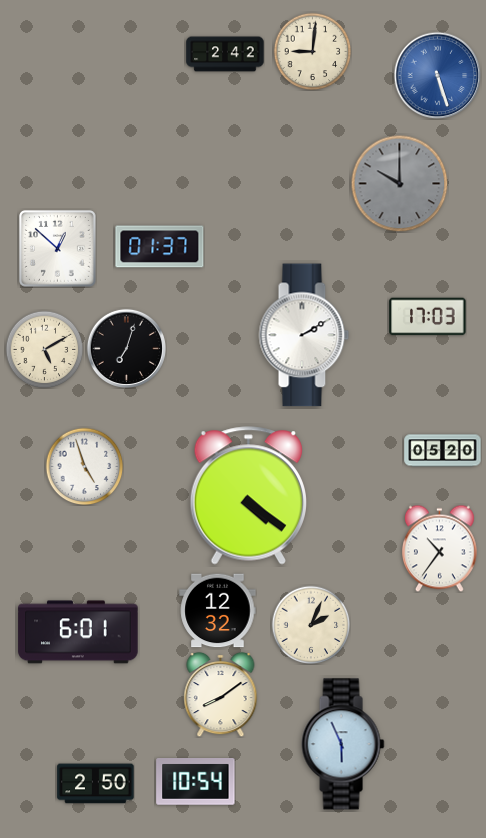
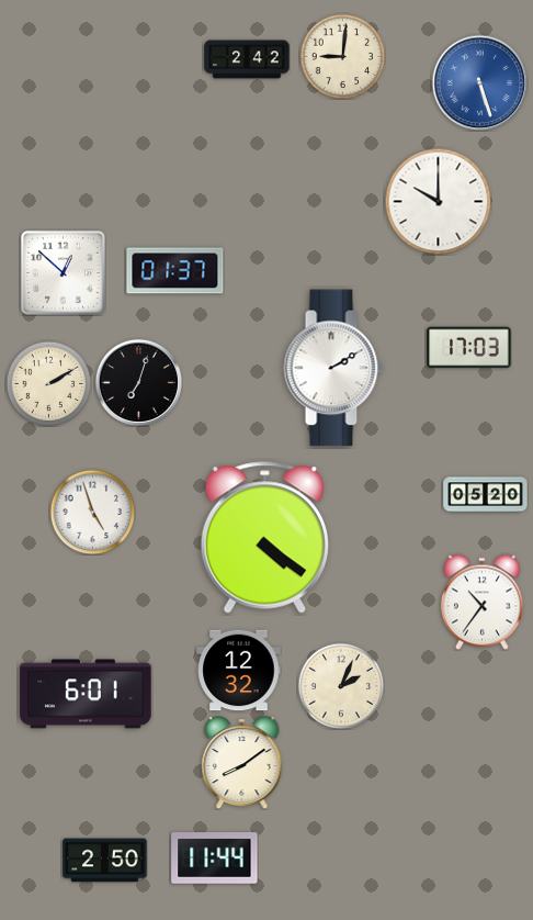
clock at (399, 183) dial: grey -> white
clock at (44, 349): 5:10 -> 2:10
clock at (248, 496) position: (248, 496) -> (264, 538)
clock at (343, 744): 5:56 -> none
clock at (196, 782): 10:54 -> 11:44
